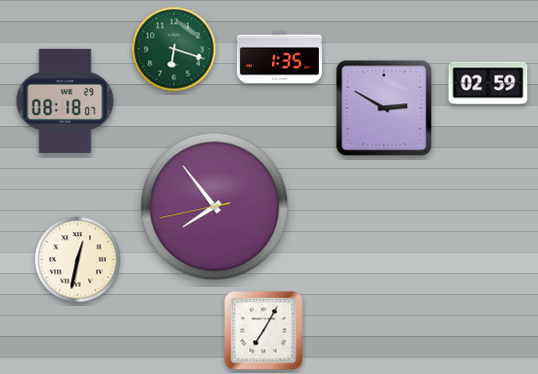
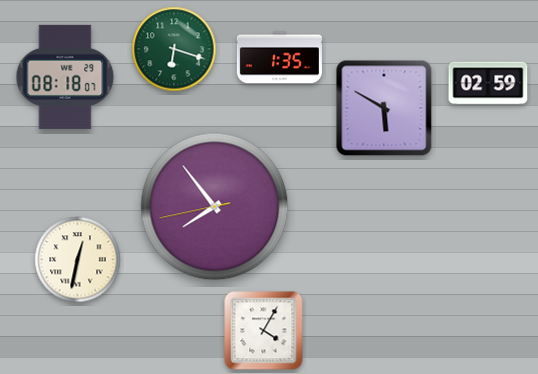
clock at (65, 101) position: (65, 101) -> (65, 77)
clock at (384, 108): 2:50 -> 5:50
clock at (264, 331): 7:05 -> 4:05
